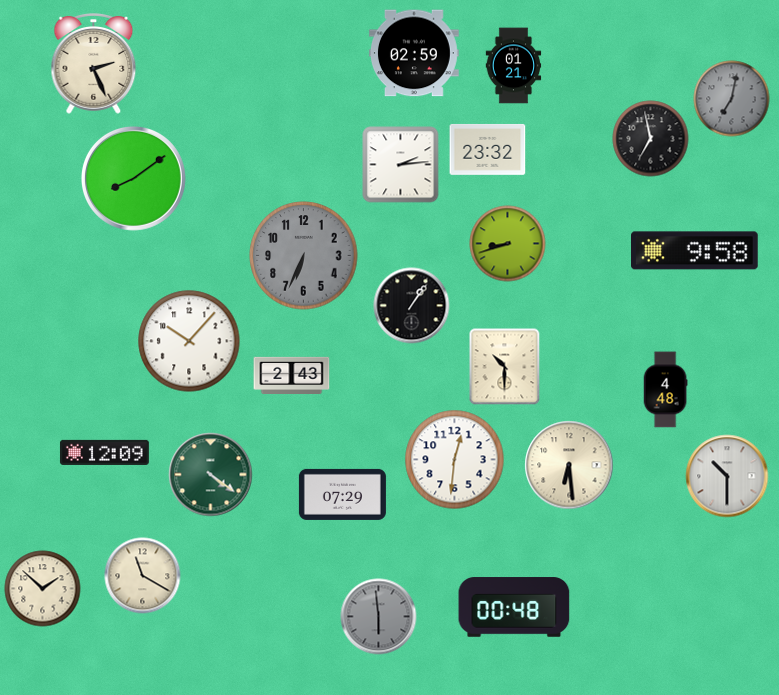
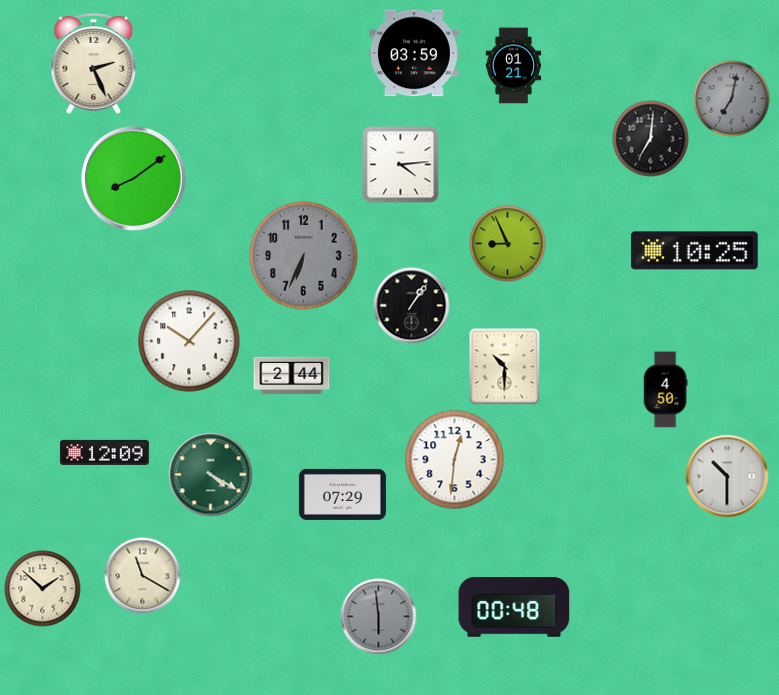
clock at (414, 53): 02:59 -> 03:59
clock at (651, 139): 6:58 -> 7:01
clock at (488, 149): 23:32 -> none
clock at (401, 165): 2:14 -> 4:14
clock at (508, 244): 8:42 -> 8:56
clock at (695, 251): 9:58 -> 10:25
clock at (292, 376): 2:43 -> 2:44
clock at (665, 390): 4:48 -> 4:50
clock at (569, 465): 6:29 -> none
clock at (211, 475): 4:21 -> 4:20
